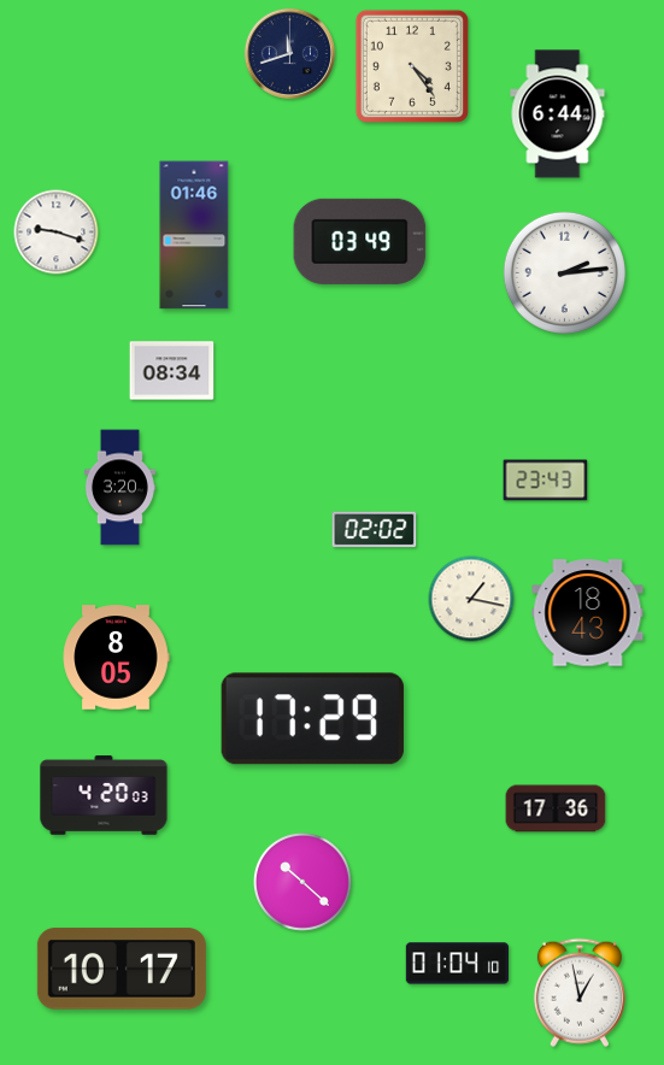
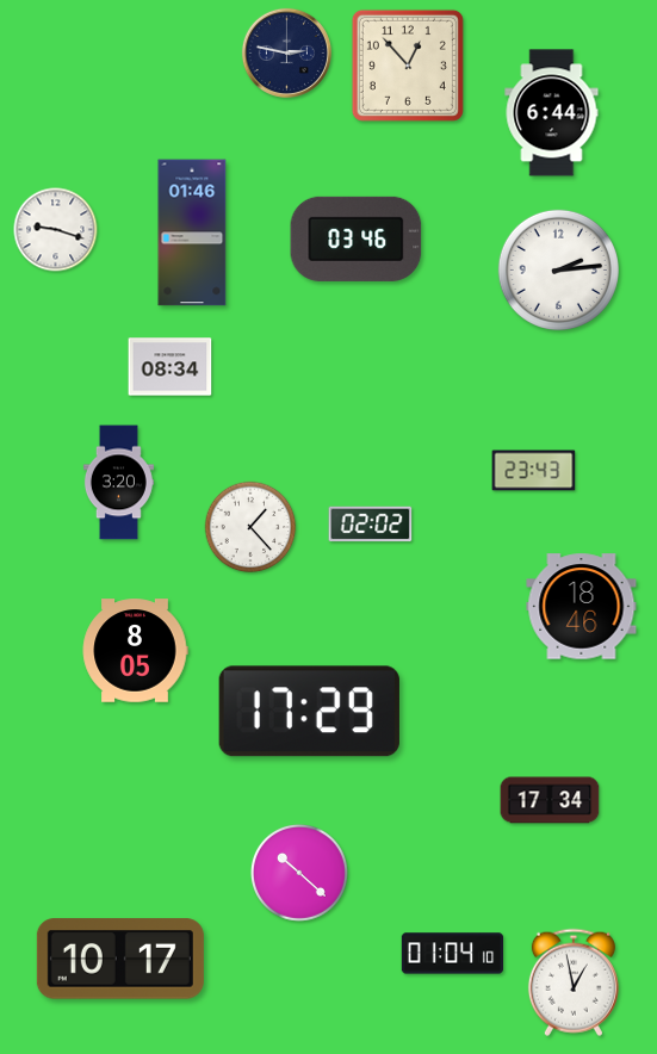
clock at (289, 53): 11:42 -> 2:47
clock at (412, 66): 4:24 -> 12:53
clock at (360, 241): 03:49 -> 03:46
clock at (546, 481) position: (546, 481) -> (534, 471)
clock at (250, 527): none -> 1:23
clock at (471, 599): 1:17 -> none
clock at (588, 613): 18:43 -> 18:46
clock at (116, 658) position: (116, 658) -> (135, 651)
clock at (104, 795): 4:20 -> none
clock at (556, 808): 17:36 -> 17:34
